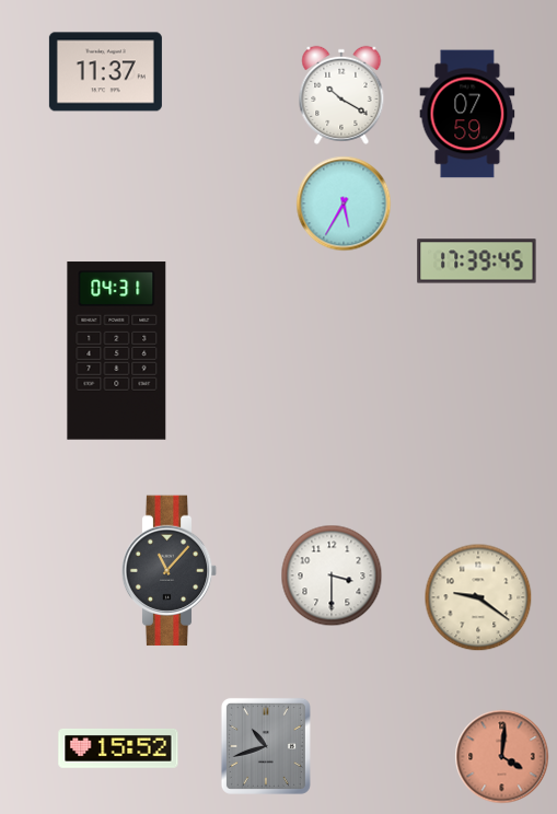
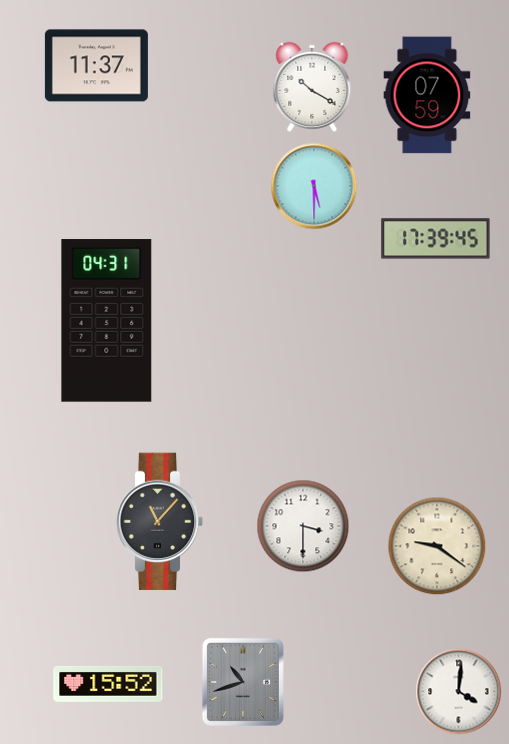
clock at (467, 114) position: (467, 114) -> (427, 95)
clock at (344, 203): 5:35 -> 5:30
clock at (170, 571) position: (170, 571) -> (160, 522)
clock at (502, 757) dial: salmon -> white
